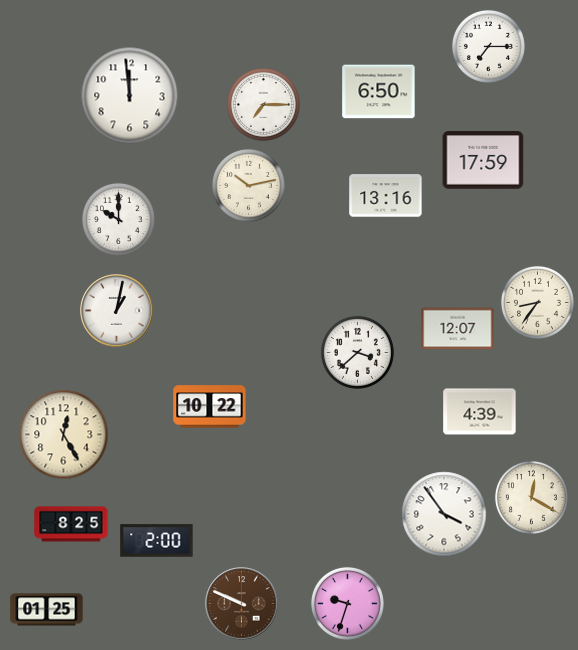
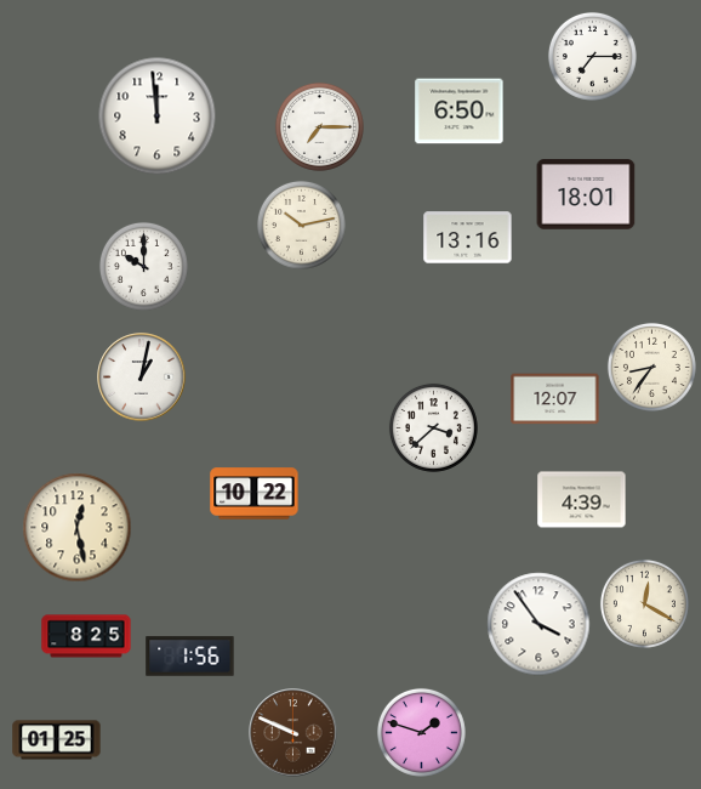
clock at (483, 160): 17:59 -> 18:01
clock at (64, 435): 12:25 -> 12:28
clock at (157, 541): 2:00 -> 1:56
clock at (347, 603): 9:33 -> 1:48
